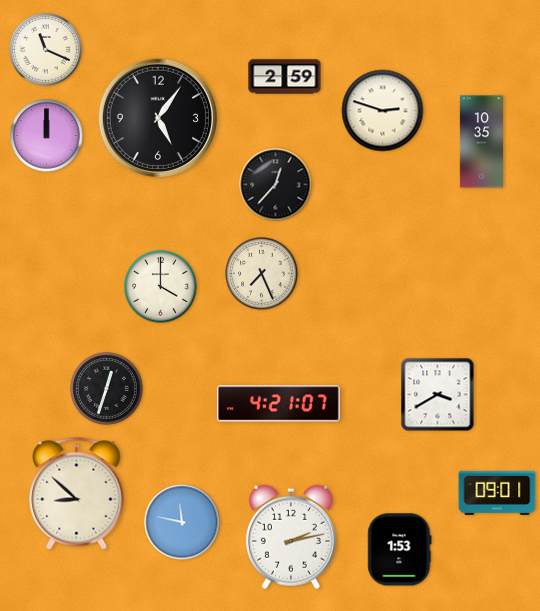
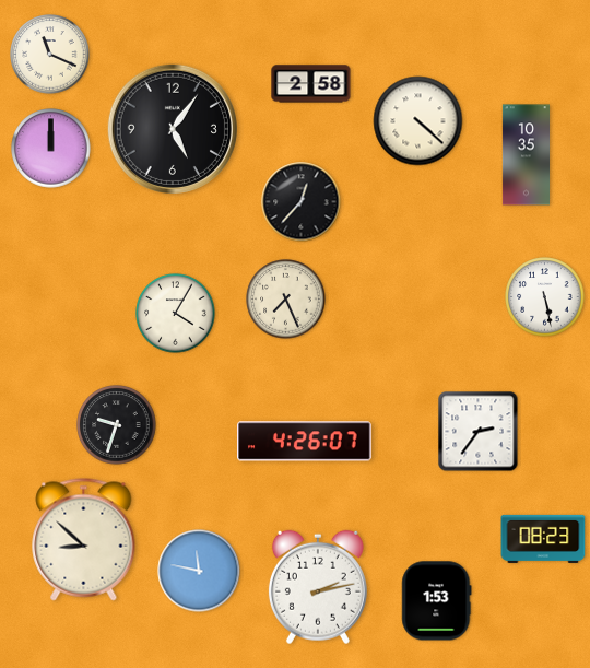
clock at (285, 77): 2:59 -> 2:58
clock at (383, 111): 2:48 -> 4:22
clock at (545, 297): none -> 5:28
clock at (161, 287): 4:00 -> 4:05
clock at (107, 389): 12:33 -> 9:33
clock at (438, 395): 3:40 -> 2:36
clock at (279, 404): 4:21 -> 4:26
clock at (497, 493): 09:01 -> 08:23
